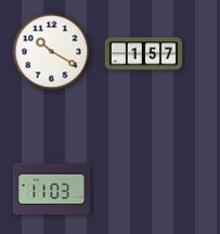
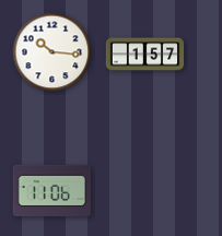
clock at (52, 52): 10:20 -> 10:16
clock at (51, 188): 11:03 -> 11:06
